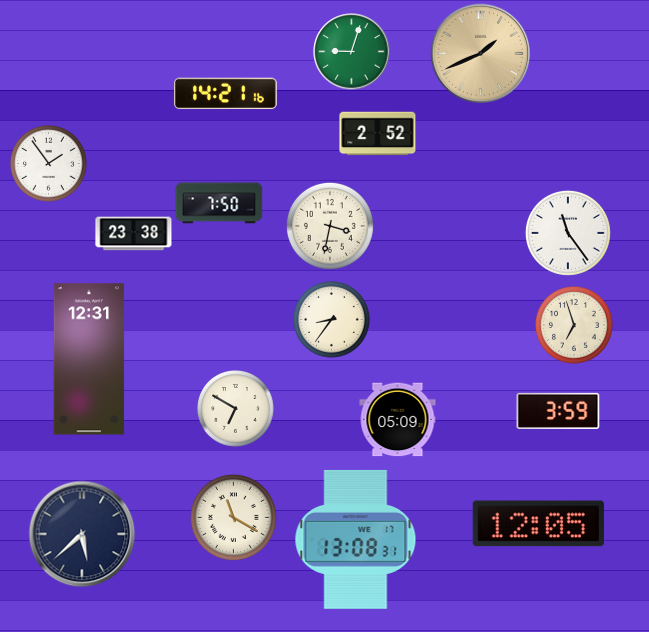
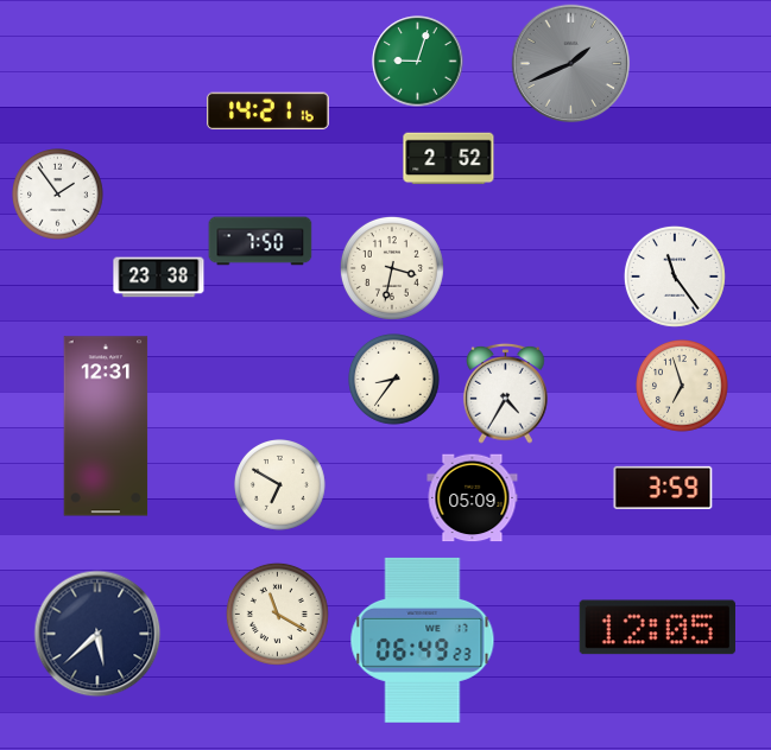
clock at (481, 54) dial: champagne -> grey
clock at (506, 393): none -> 4:35
clock at (538, 524) position: (538, 524) -> (657, 628)
clock at (356, 539): 13:08 -> 06:49
